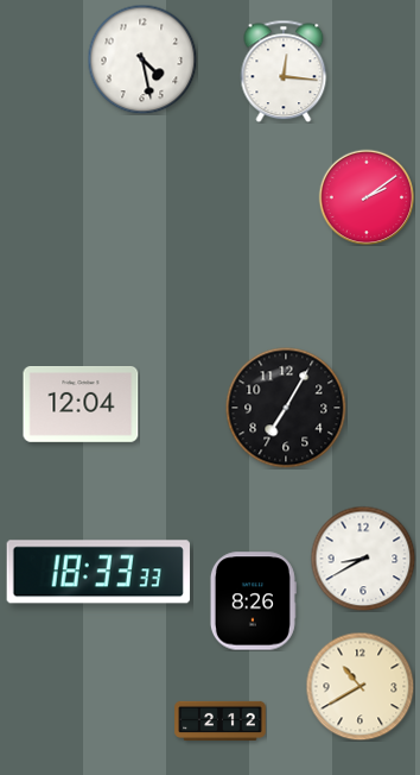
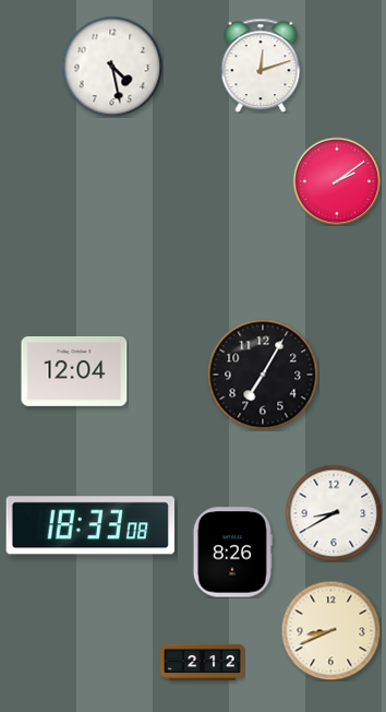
clock at (142, 59) position: (142, 59) -> (112, 67)
clock at (284, 71): 12:16 -> 12:12
clock at (98, 572): 18:33:33 -> 18:33:08
clock at (359, 686): 10:40 -> 8:41
